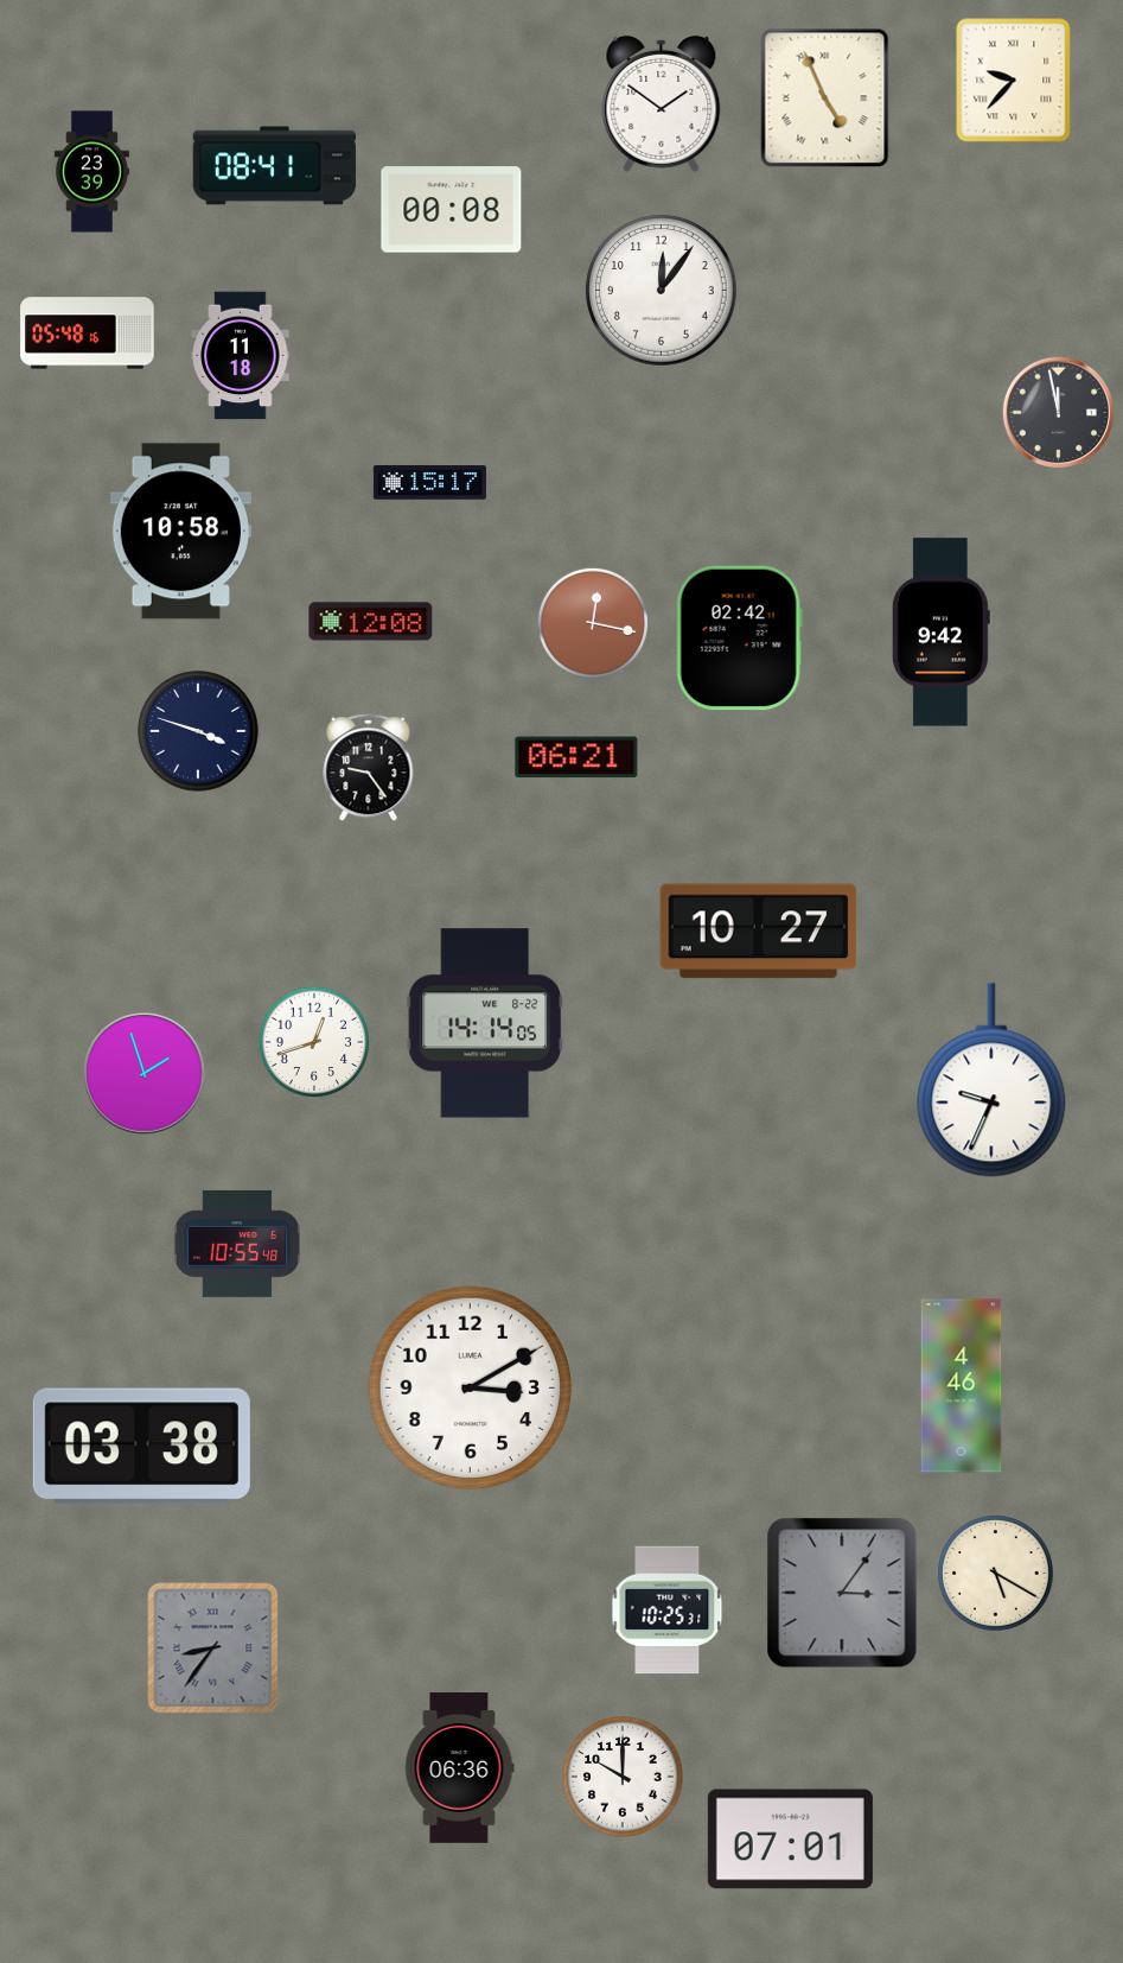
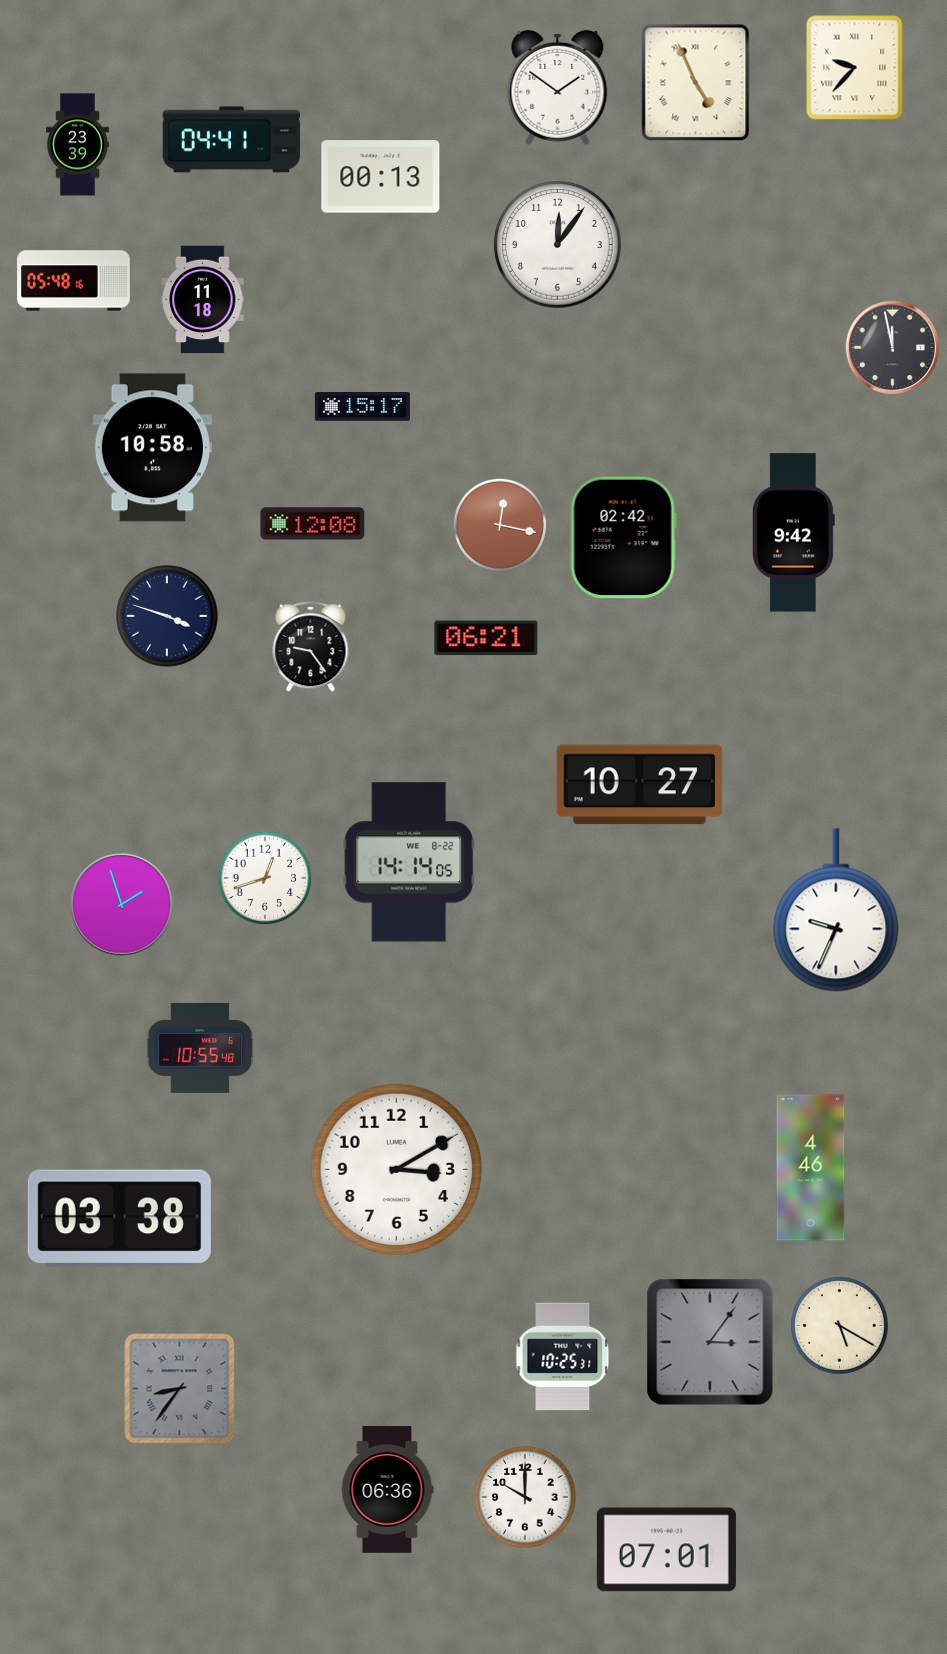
clock at (275, 166): 08:41 -> 04:41
clock at (452, 210): 00:08 -> 00:13
